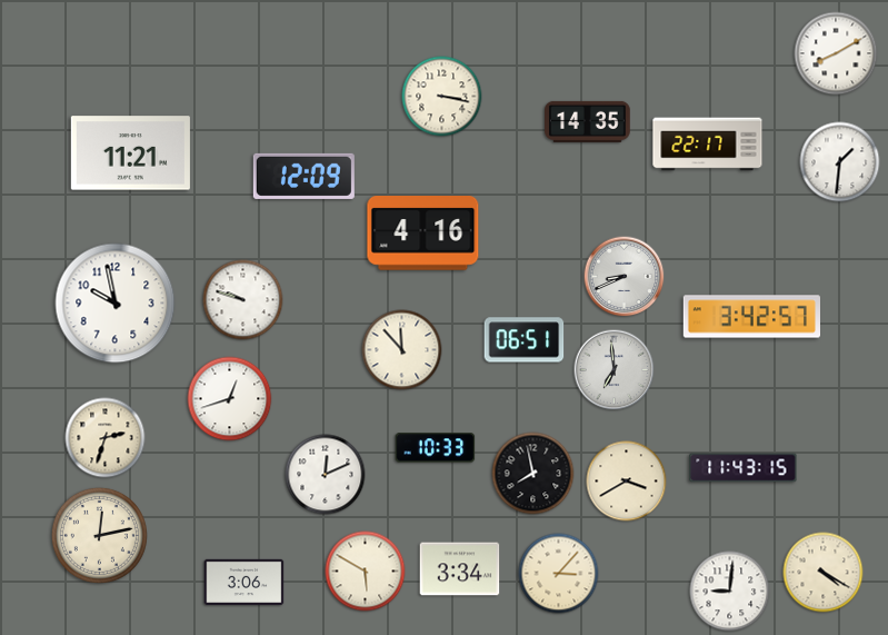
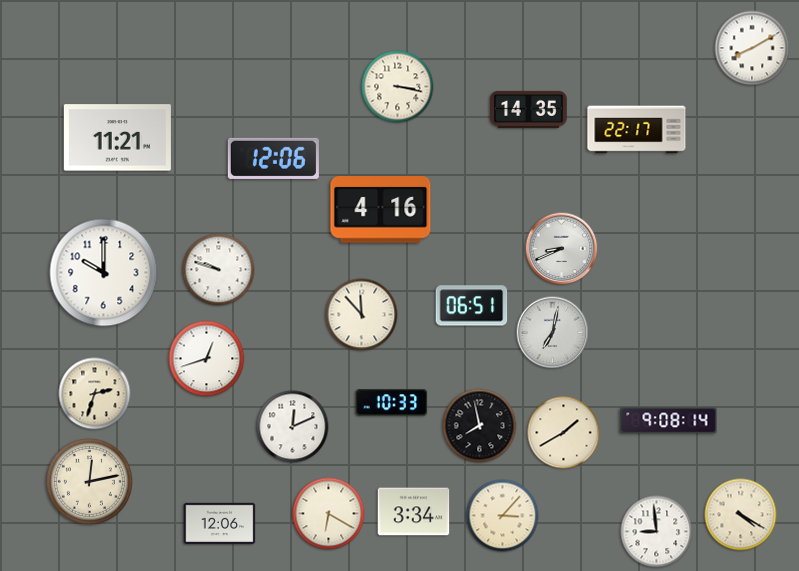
clock at (840, 162): 1:31 -> none
clock at (303, 176): 12:09 -> 12:06
clock at (116, 304): 9:58 -> 10:00
clock at (751, 317): 3:42 -> none
clock at (615, 370): 6:59 -> 7:02
clock at (744, 468): 11:43 -> 9:08
clock at (627, 482): 3:40 -> 1:40
clock at (366, 572): 5:50 -> 6:20
clock at (245, 582): 3:06 -> 12:06
clock at (730, 592): 9:01 -> 8:59
